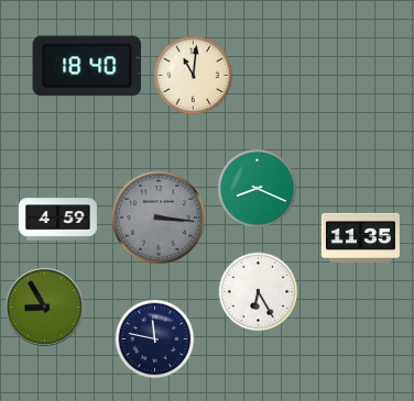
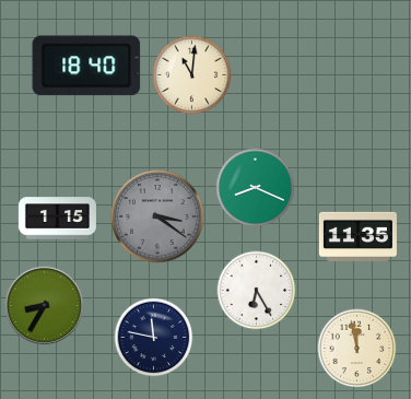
clock at (159, 218): 3:16 -> 3:21
clock at (57, 220): 4:59 -> 1:15
clock at (44, 307): 8:55 -> 8:35
clock at (357, 349): none -> 11:58
